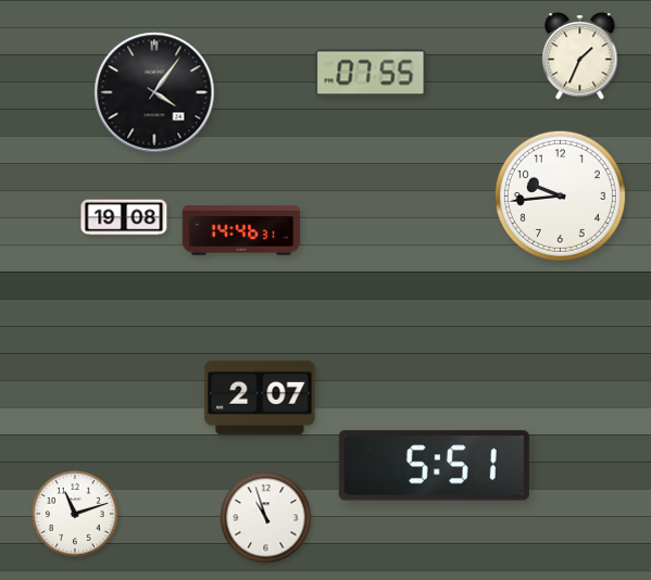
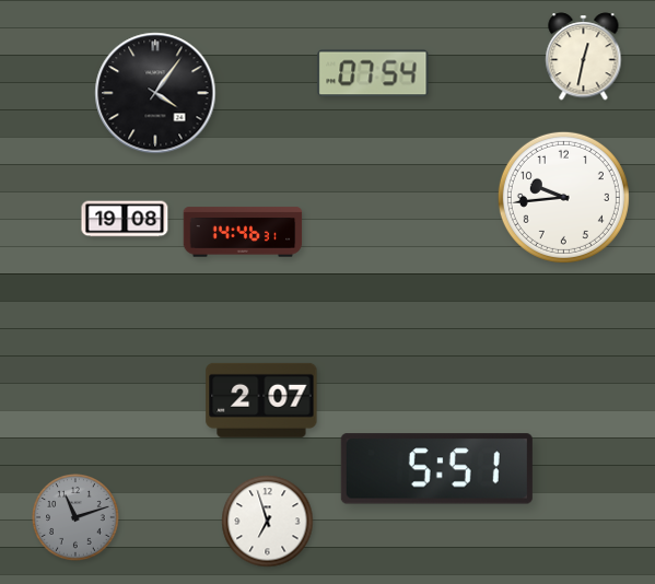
clock at (580, 56): 1:34 -> 12:32
clock at (371, 73): 07:55 -> 07:54
clock at (75, 514) dial: white -> grey
clock at (266, 518): 10:57 -> 6:57
